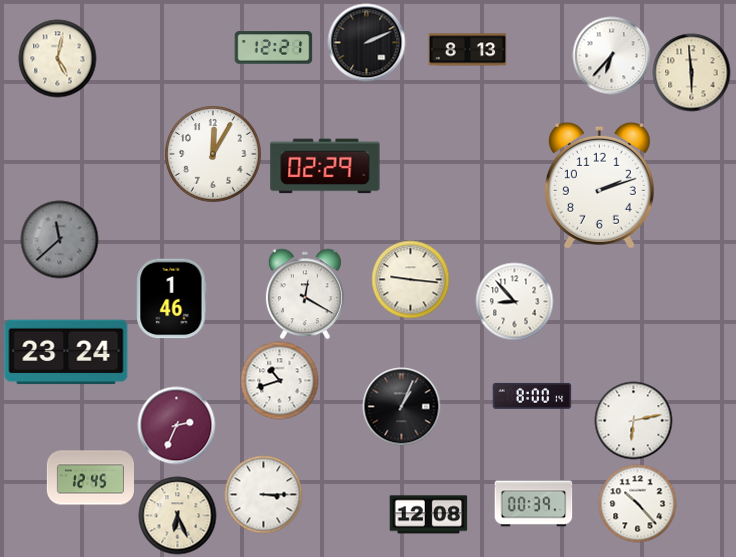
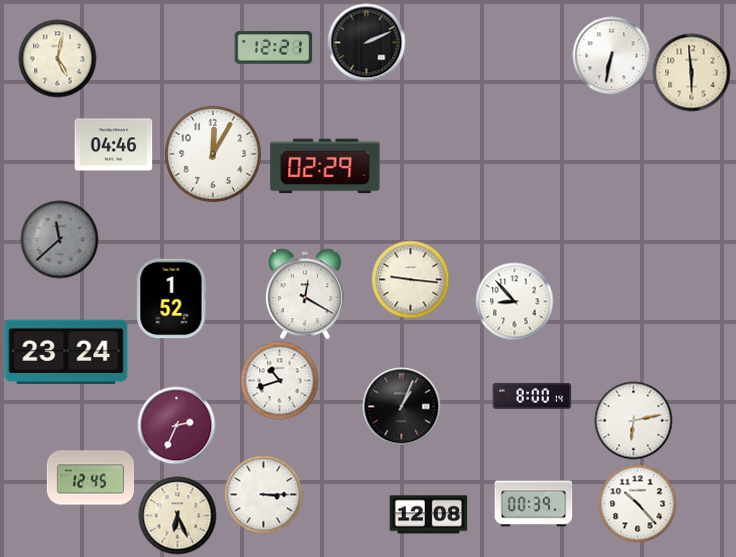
clock at (467, 50): 8:13 -> none
clock at (611, 55): 6:37 -> 6:32
clock at (113, 145): none -> 04:46
clock at (599, 185): 2:12 -> none
clock at (172, 298): 1:46 -> 1:52
